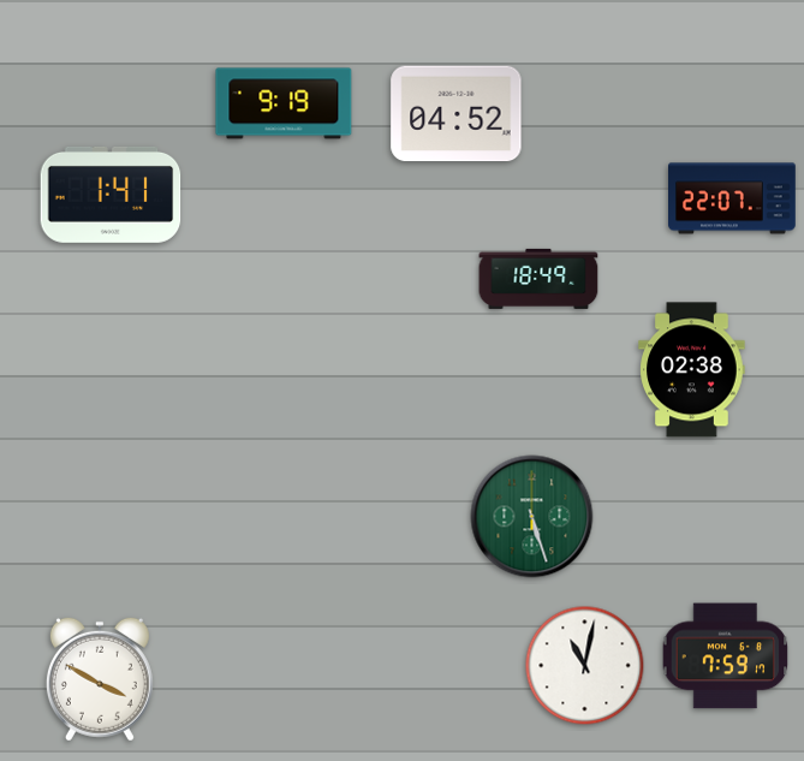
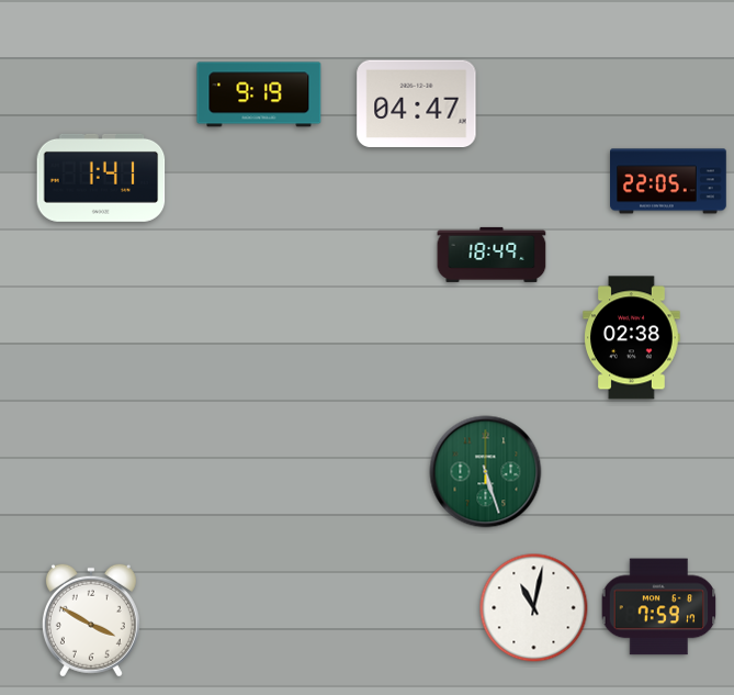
clock at (457, 114): 04:52 -> 04:47
clock at (733, 198): 22:07 -> 22:05
clock at (726, 656) position: (726, 656) -> (659, 607)
